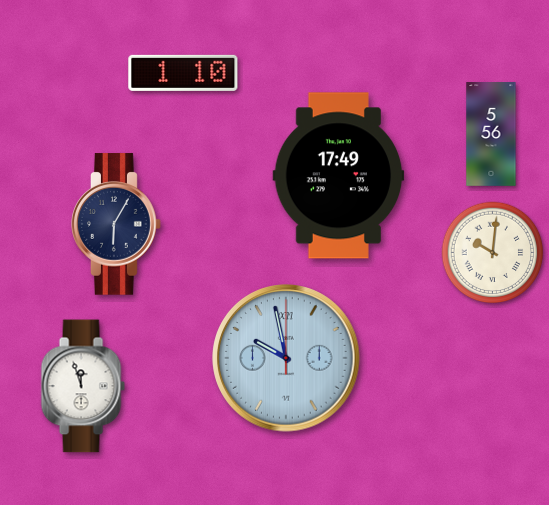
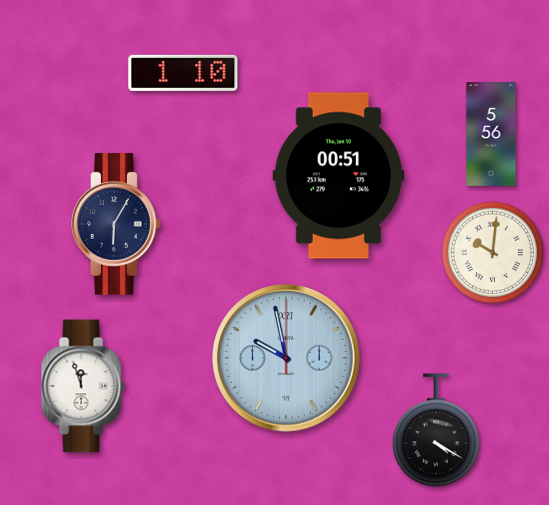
clock at (339, 176): 17:49 -> 00:51
clock at (436, 430): none -> 4:20
